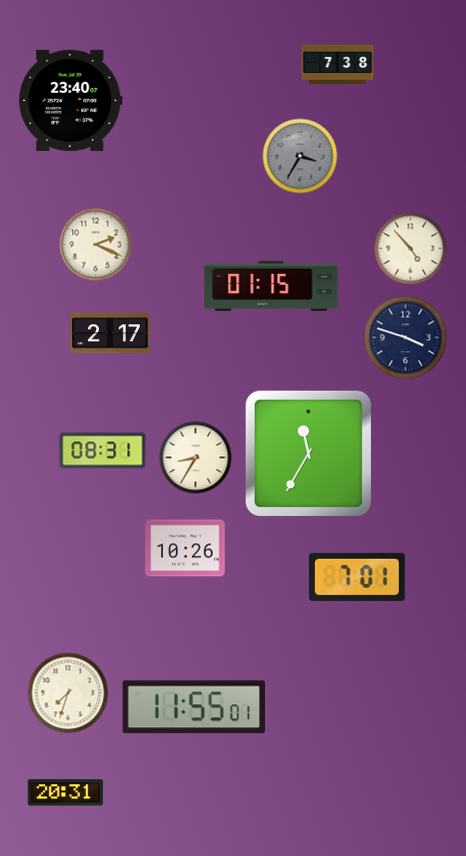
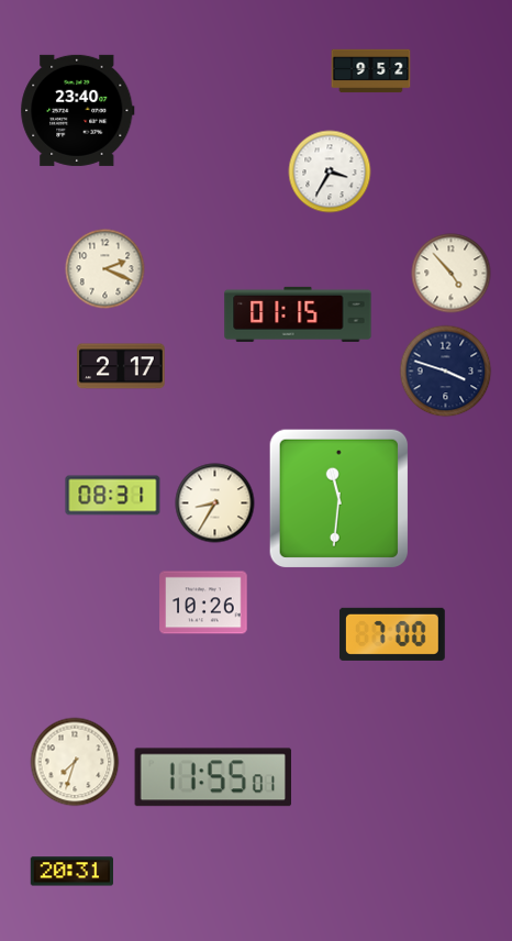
clock at (338, 65): 7:38 -> 9:52
clock at (300, 156) dial: grey -> white
clock at (308, 453): 11:35 -> 11:31
clock at (357, 577): 7:01 -> 7:00
